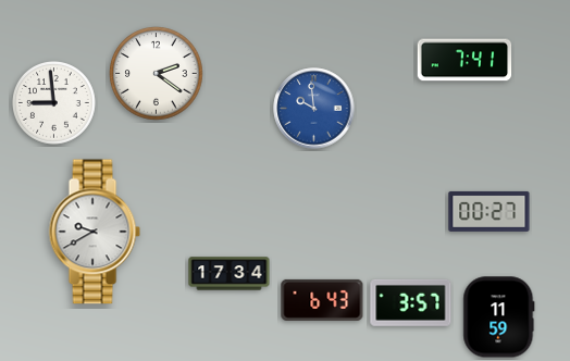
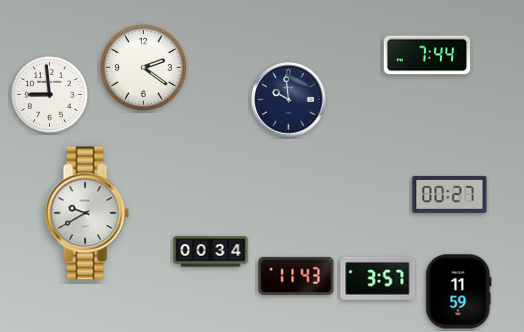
clock at (464, 60): 7:41 -> 7:44
clock at (314, 109) dial: blue -> navy
clock at (230, 274): 17:34 -> 00:34
clock at (322, 300): 6:43 -> 11:43
